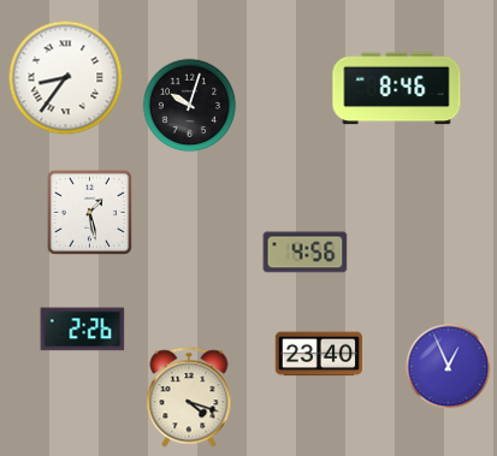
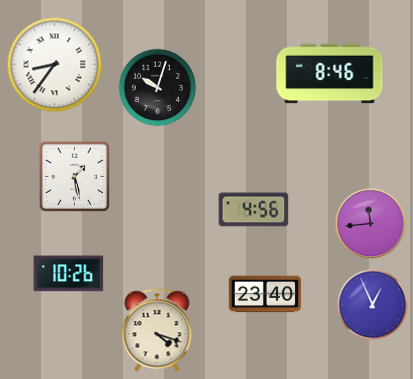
clock at (371, 224): none -> 11:44
clock at (83, 330): 2:26 -> 10:26
